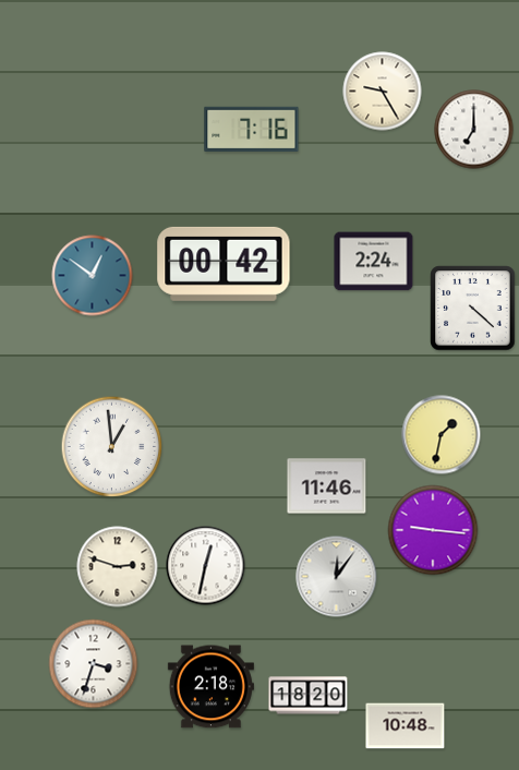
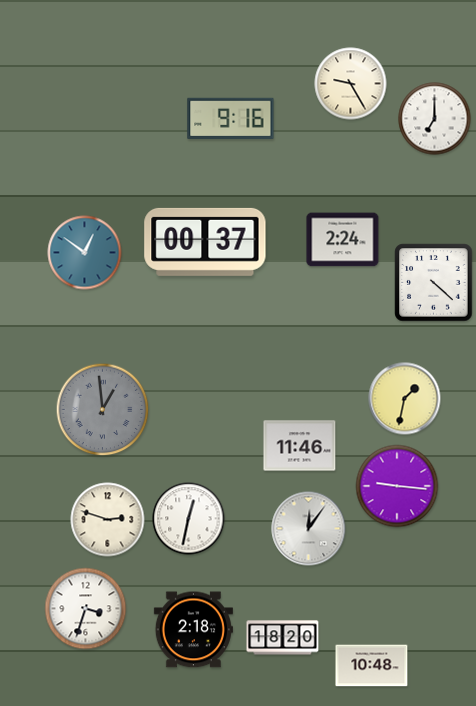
clock at (252, 129): 7:16 -> 9:16
clock at (224, 264): 00:42 -> 00:37
clock at (112, 447) dial: white -> grey
